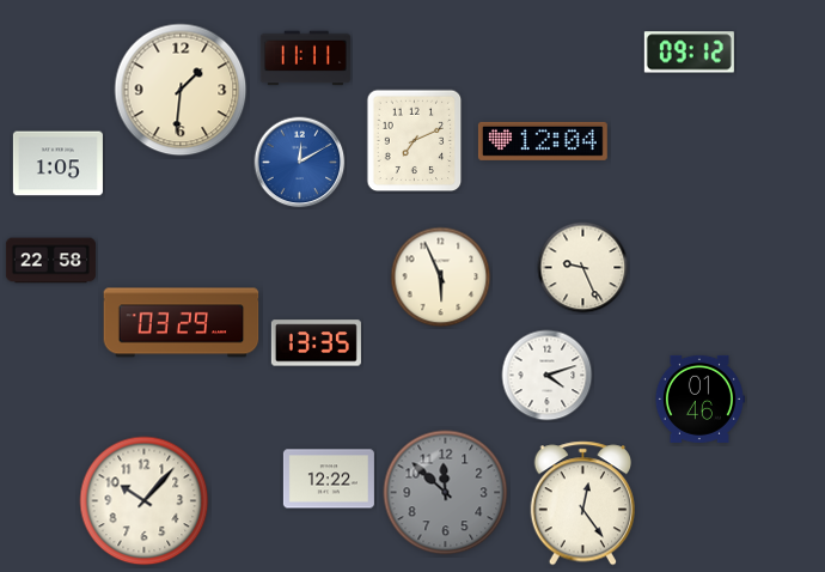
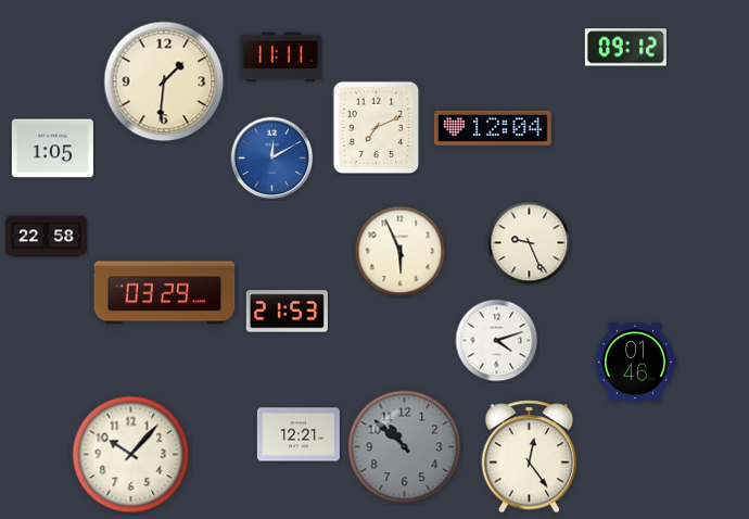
clock at (305, 59) position: (305, 59) -> (280, 58)
clock at (300, 163) position: (300, 163) -> (272, 159)
clock at (316, 343): 13:35 -> 21:53
clock at (329, 479): 12:22 -> 12:21
clock at (446, 493): 11:52 -> 10:52
